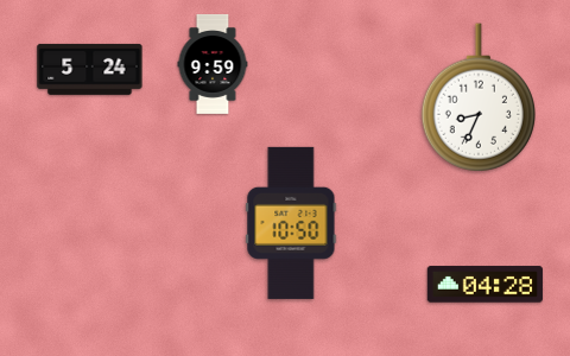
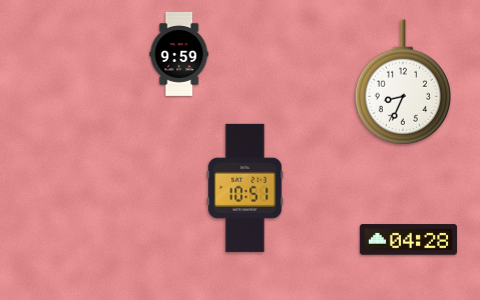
clock at (90, 69): 5:24 -> none
clock at (291, 223): 10:50 -> 10:51
